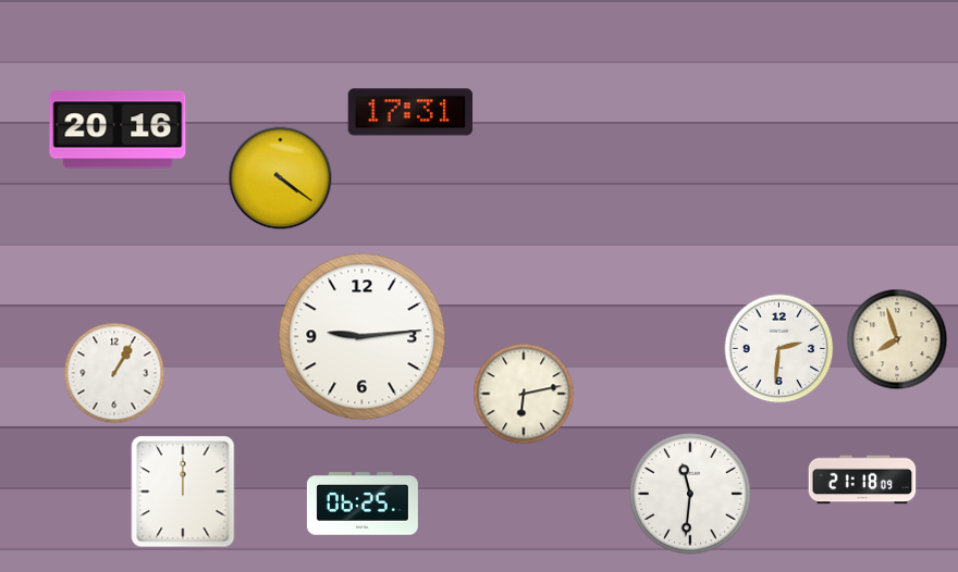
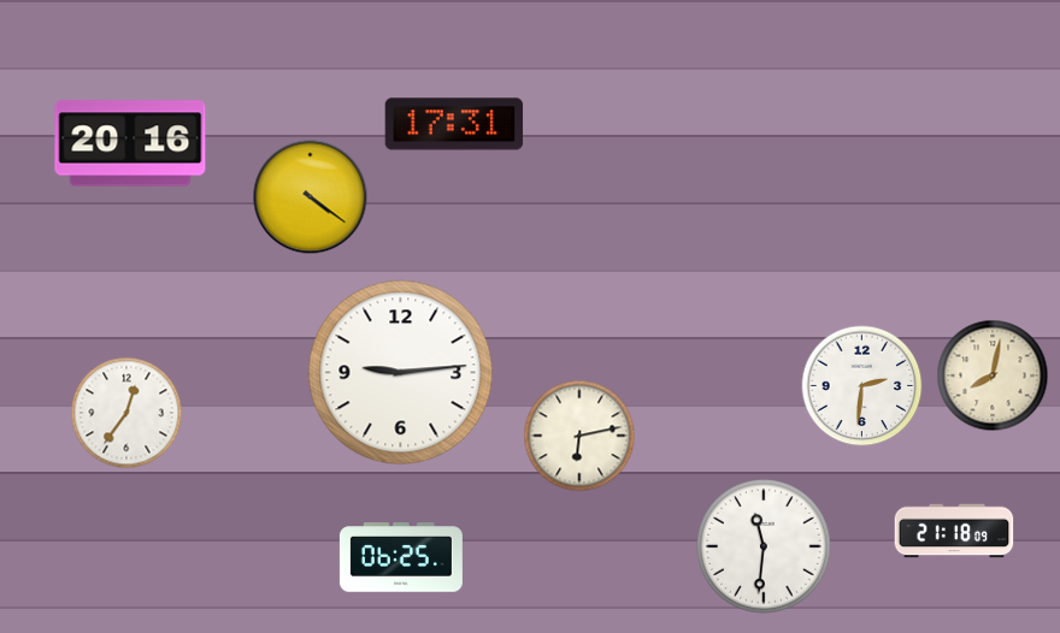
clock at (897, 339): 7:57 -> 8:02
clock at (114, 373): 1:05 -> 12:36
clock at (183, 492): 12:00 -> none
